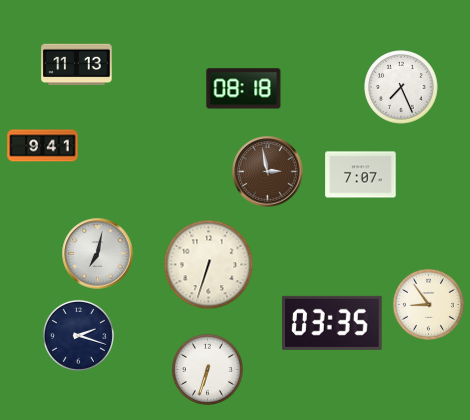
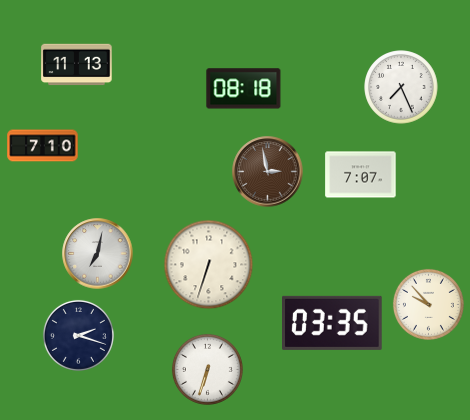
clock at (43, 146): 9:41 -> 7:10
clock at (428, 304): 8:54 -> 9:53
